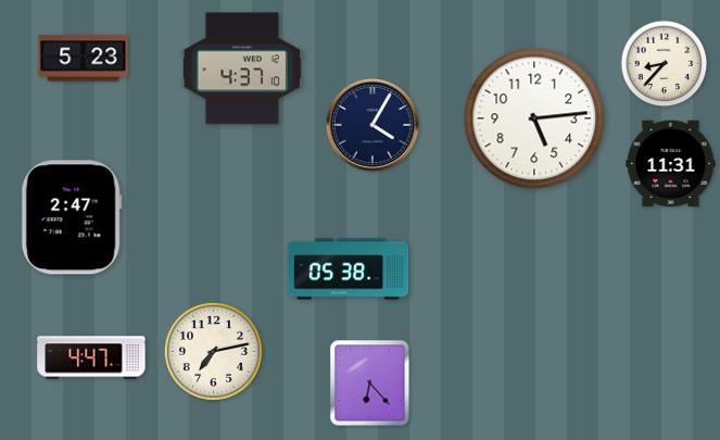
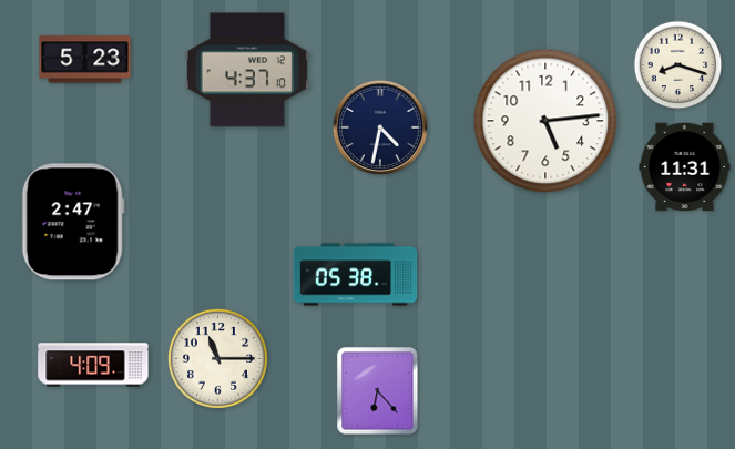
clock at (665, 64): 8:37 -> 8:18
clock at (372, 125): 4:05 -> 4:32
clock at (213, 351): 7:13 -> 11:15
clock at (91, 357): 4:47 -> 4:09
